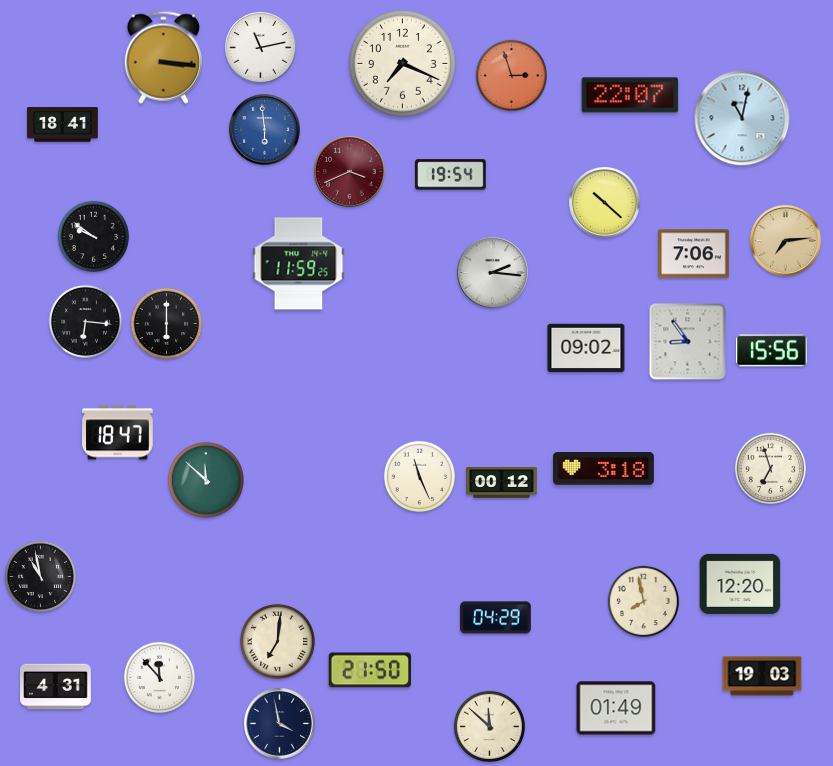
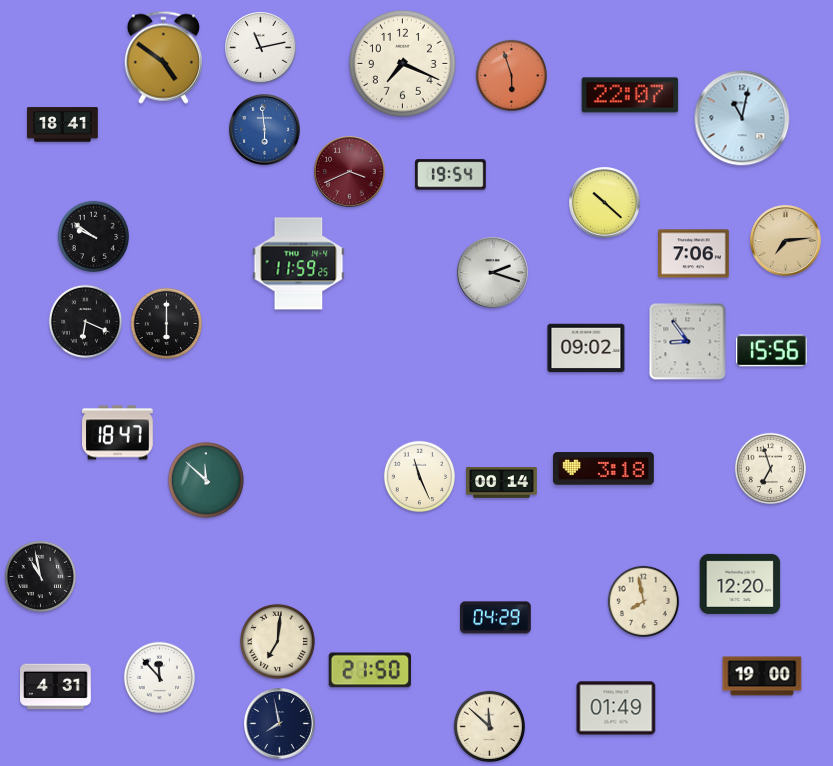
clock at (163, 57): 3:16 -> 4:51
clock at (512, 76): 2:57 -> 5:57
clock at (493, 273): 2:16 -> 2:18
clock at (85, 321): 6:16 -> 6:19
clock at (502, 483): 00:12 -> 00:14
clock at (762, 676): 19:03 -> 19:00
clock at (280, 724): 3:58 -> 7:58
